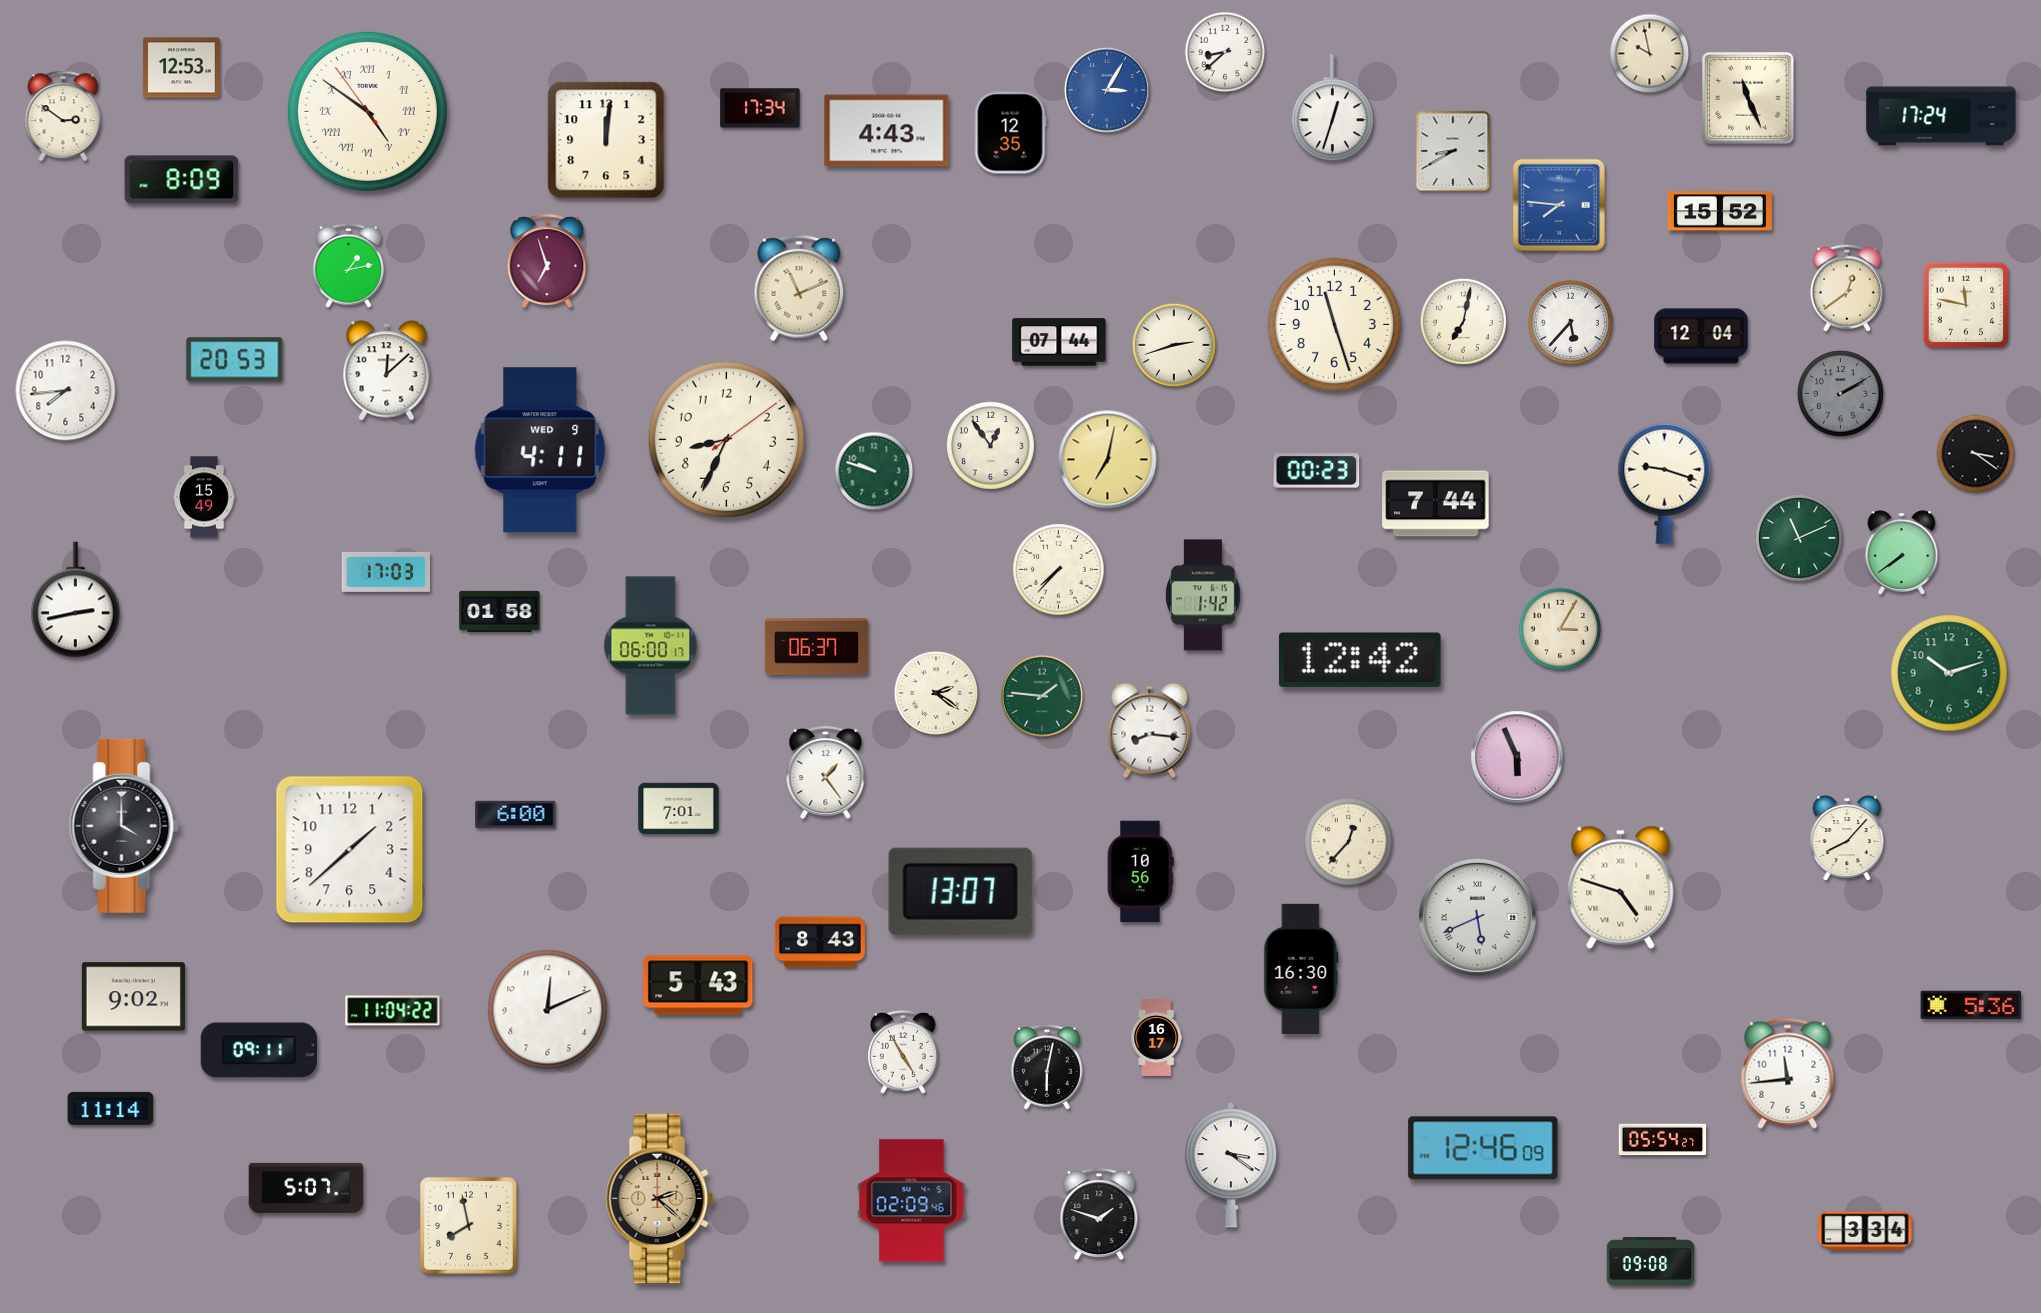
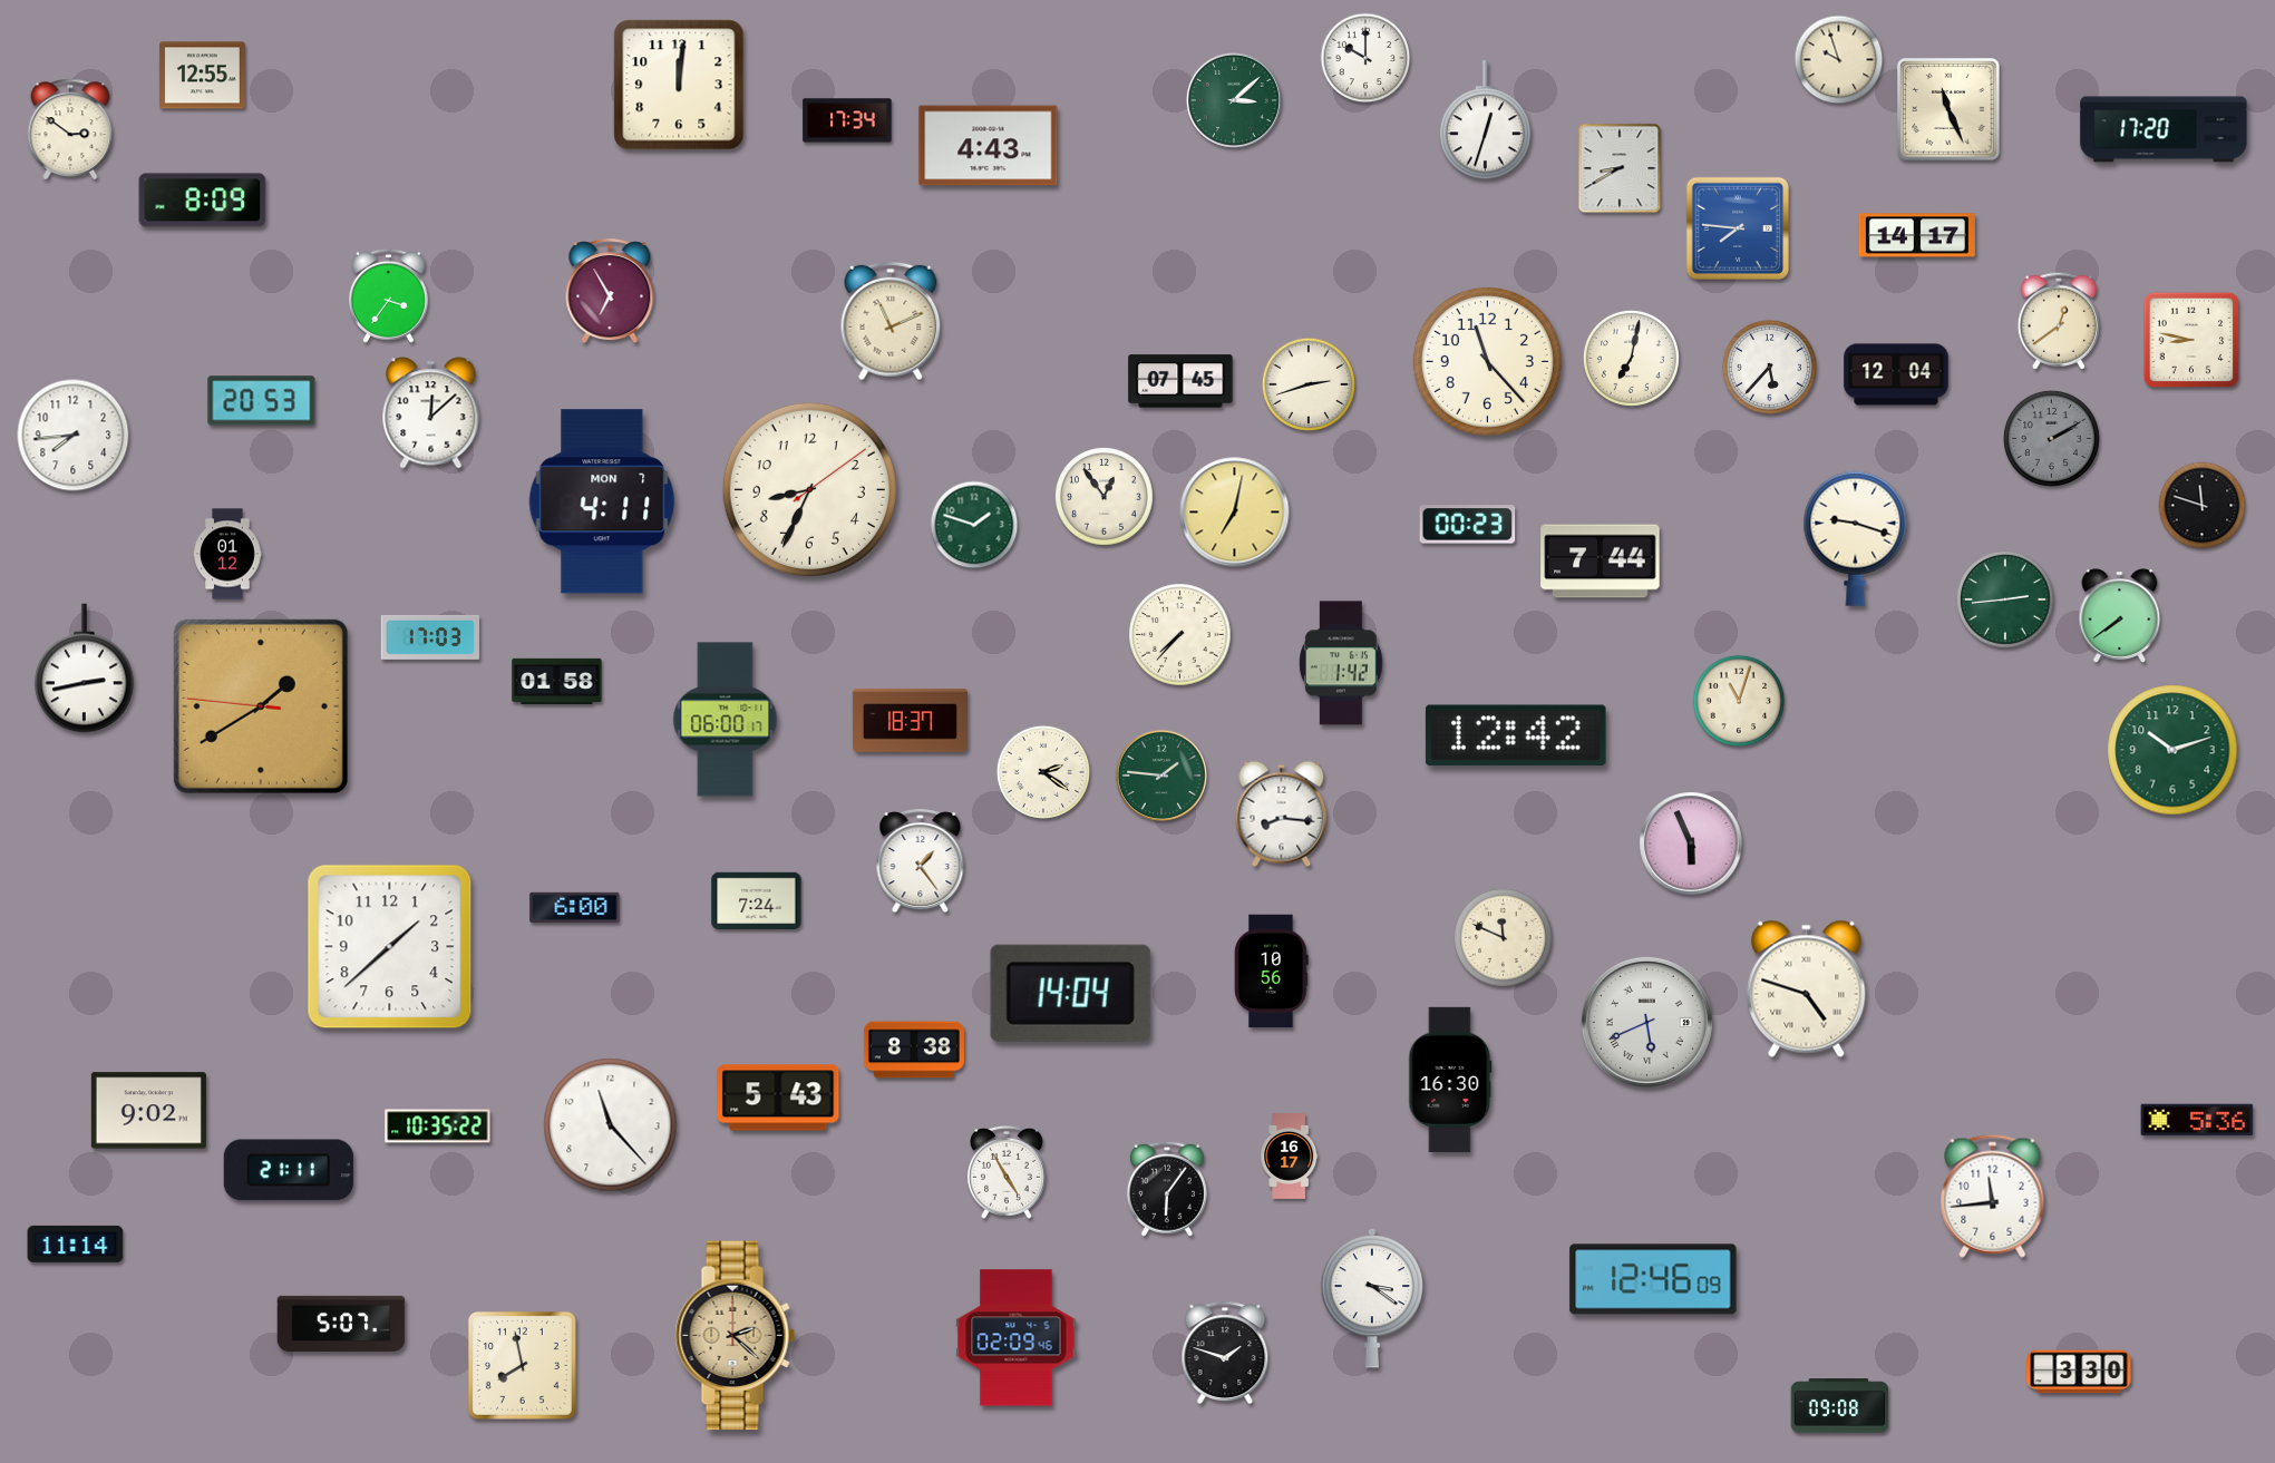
clock at (1225, 52): 8:38 -> 10:00
clock at (1650, 54): 9:58 -> 9:57
clock at (181, 68): 12:53 -> 12:55
clock at (1107, 90): 3:05 -> 3:08
clock at (1107, 90) dial: blue -> green
clock at (367, 111): 4:50 -> none
clock at (1941, 116): 17:24 -> 17:20
clock at (1010, 133): 12:35 -> none
clock at (606, 140) position: (606, 140) -> (679, 85)
clock at (1720, 211): 15:52 -> 14:17
clock at (547, 262): 6:57 -> 6:55
clock at (348, 265): 1:13 -> 3:36
clock at (1966, 305): 11:47 -> 8:47
clock at (1570, 322) position: (1570, 322) -> (1769, 367)
clock at (1334, 324): 11:27 -> 11:23
clock at (1059, 342): 07:44 -> 07:45
clock at (540, 450) date: WED 9 -> MON 7
clock at (1976, 454): 3:21 -> 11:48
clock at (874, 471): 9:48 -> 1:48
clock at (204, 497): 15:49 -> 01:12
clock at (1799, 538): 11:11 -> 2:44
clock at (1560, 629): 3:05 -> 11:03
clock at (261, 706): none -> 1:39
clock at (816, 647): 06:37 -> 18:37
clock at (679, 808): 7:01 -> 7:24
clock at (124, 826): 4:00 -> none
clock at (1847, 839): 8:07 -> none
clock at (1349, 842): 12:37 -> 11:49
clock at (960, 891): 13:07 -> 14:04
clock at (820, 942): 8:43 -> 8:38
clock at (548, 1010): 12:11 -> 11:23
clock at (393, 1011): 11:04 -> 10:35
clock at (259, 1050): 09:11 -> 21:11
clock at (1047, 1067): 6:02 -> 6:06
clock at (111, 1108) position: (111, 1108) -> (76, 1243)
clock at (1663, 1140): 05:54 -> none
clock at (1865, 1231): 3:34 -> 3:30
